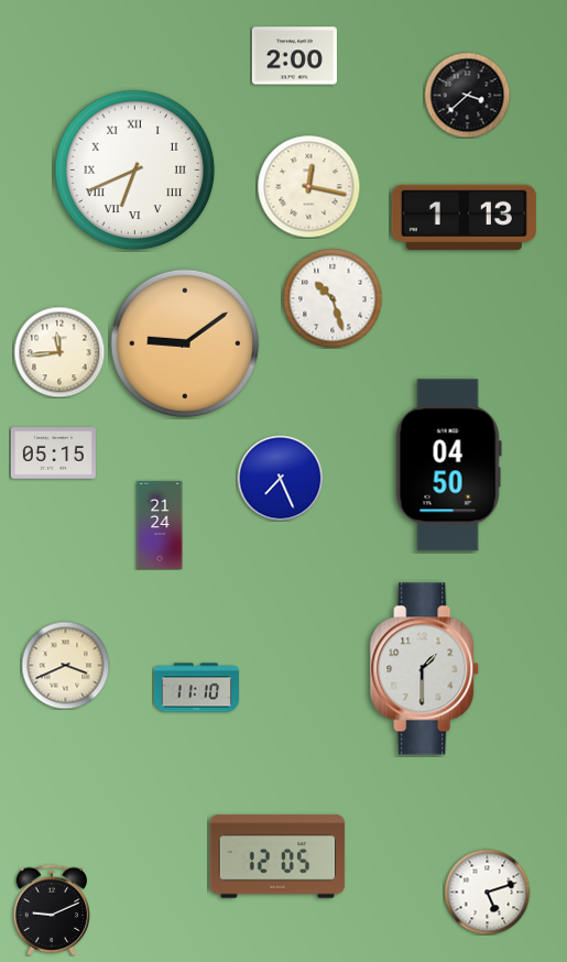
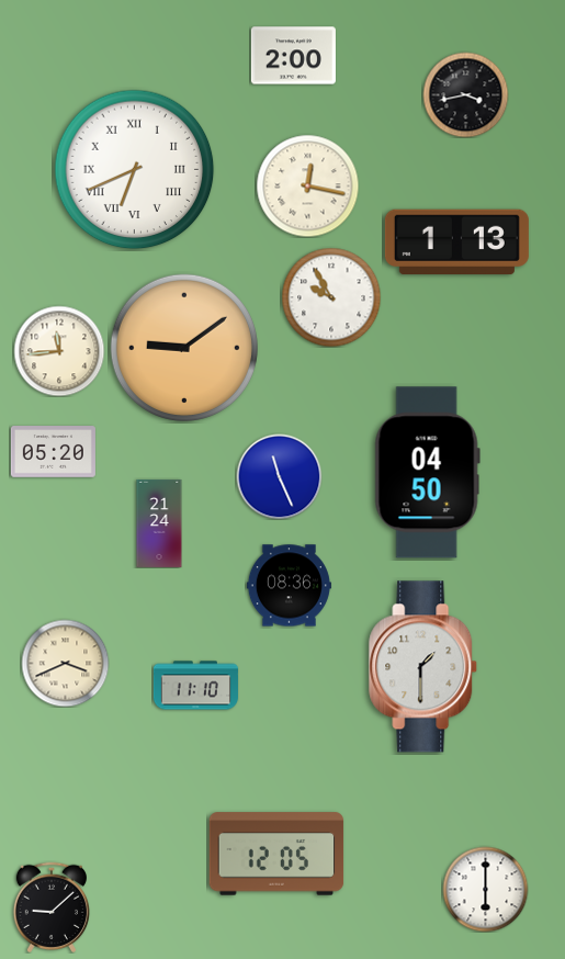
clock at (467, 95): 3:38 -> 3:43
clock at (464, 218) position: (464, 218) -> (456, 242)
clock at (332, 298): 10:27 -> 9:55
clock at (185, 343) position: (185, 343) -> (184, 348)
clock at (53, 453): 05:15 -> 05:20
clock at (448, 466) position: (448, 466) -> (427, 473)
clock at (280, 478): 7:26 -> 11:26
clock at (289, 586): none -> 08:36
clock at (487, 892): 5:12 -> 6:00
clock at (51, 910): 9:11 -> 9:08
